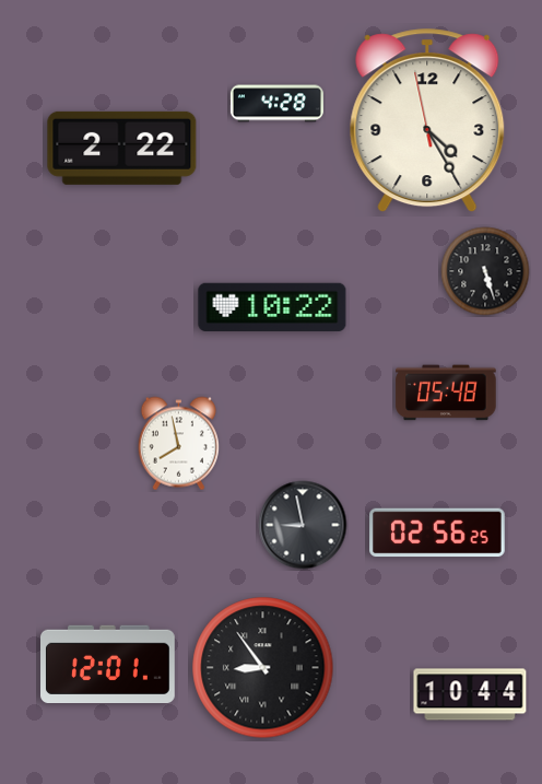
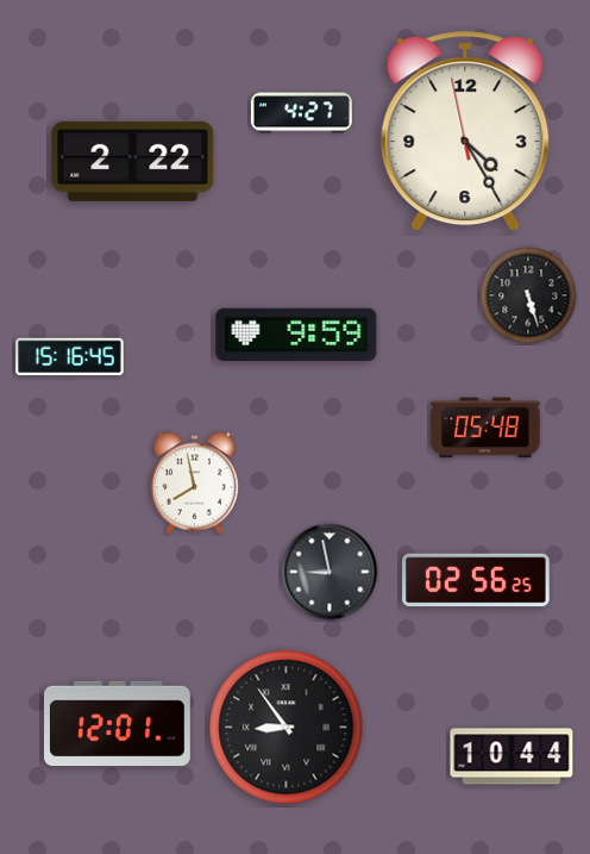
clock at (276, 104): 4:28 -> 4:27
clock at (272, 307): 10:22 -> 9:59
clock at (70, 357): none -> 15:16
